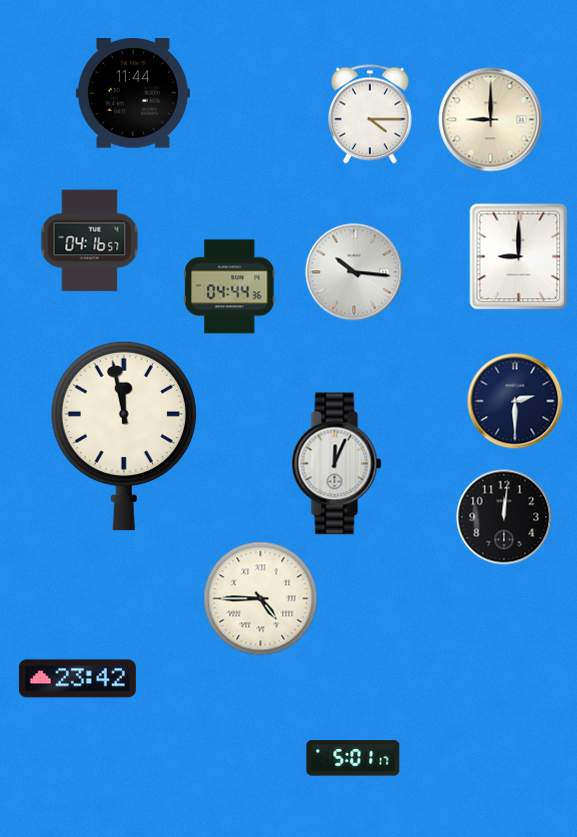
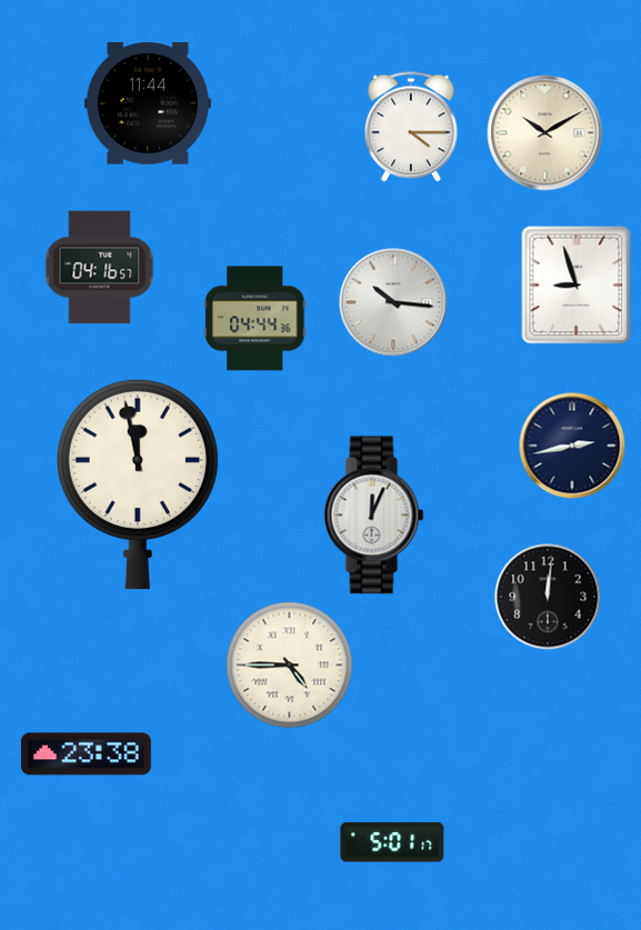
clock at (491, 120): 9:00 -> 10:10
clock at (519, 257): 9:00 -> 8:57
clock at (515, 401): 2:30 -> 2:43
clock at (504, 517) position: (504, 517) -> (548, 597)
clock at (77, 679): 23:42 -> 23:38
